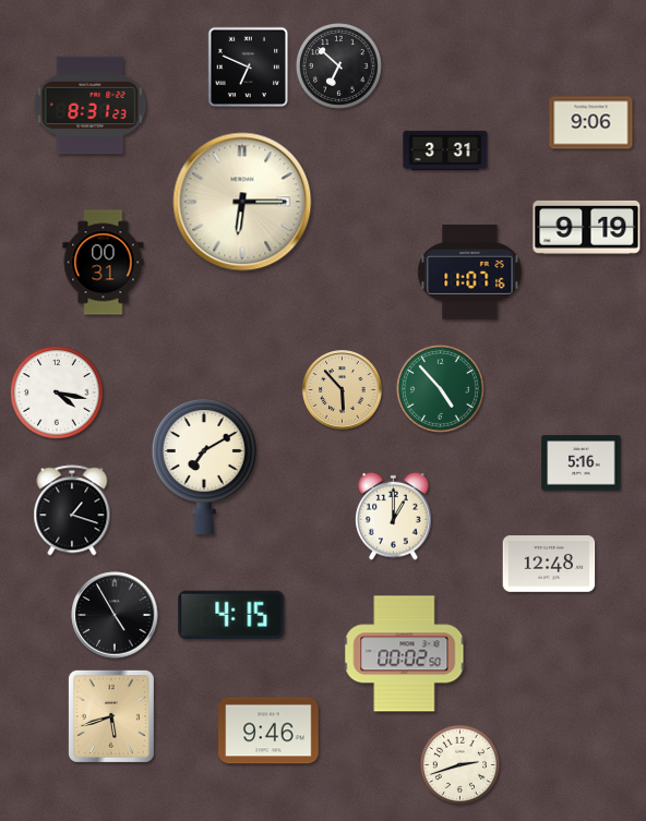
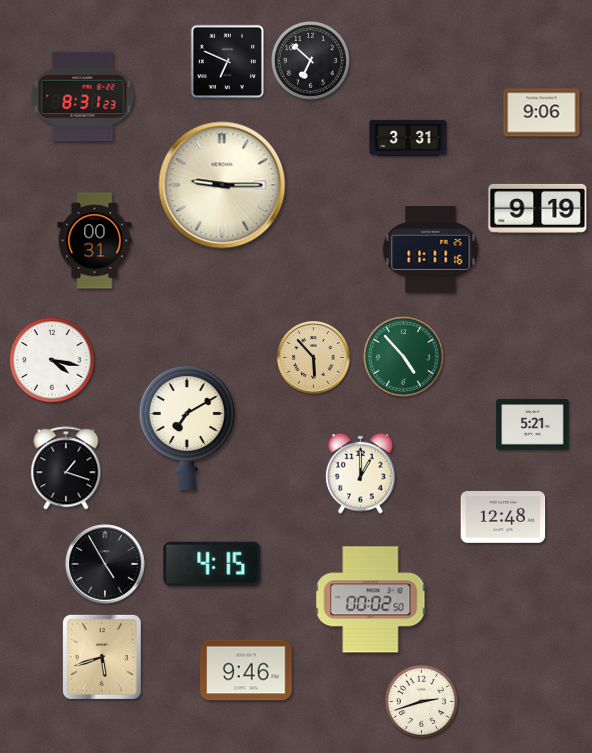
clock at (242, 202): 6:15 -> 9:15
clock at (470, 273): 11:07 -> 11:11
clock at (582, 463): 5:16 -> 5:21
